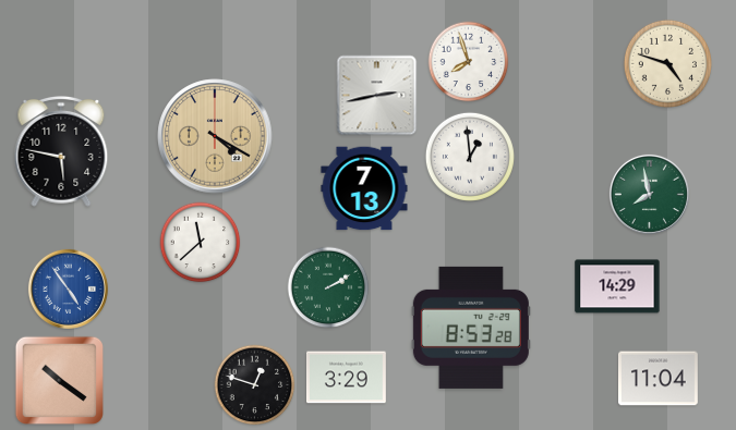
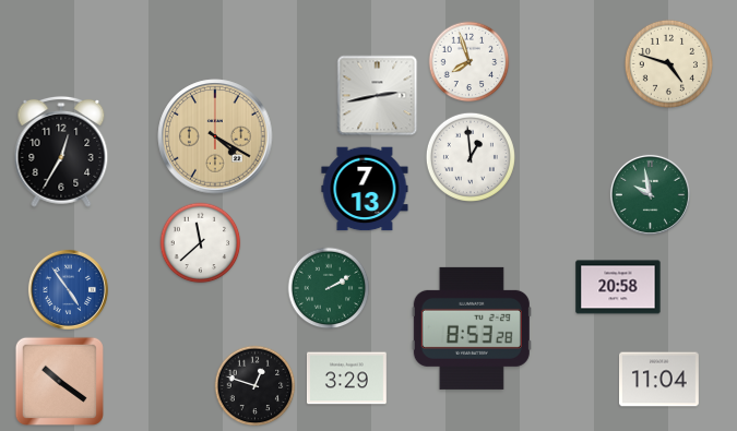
clock at (61, 151): 5:47 -> 12:35
clock at (649, 194): 7:58 -> 9:58
clock at (617, 286): 14:29 -> 20:58
